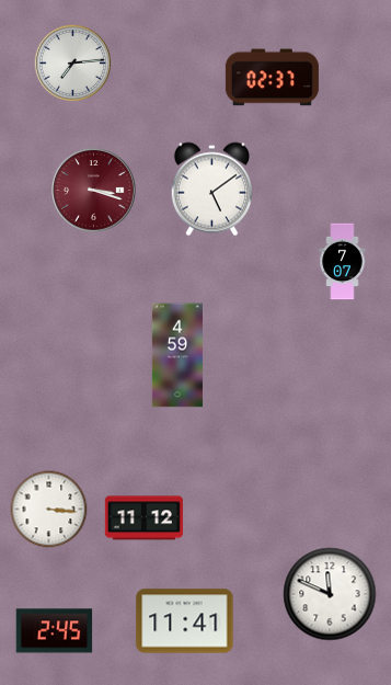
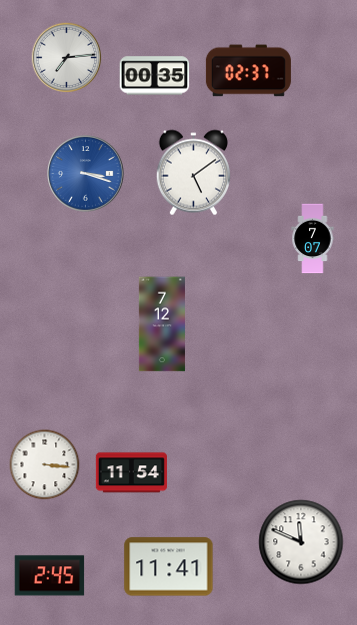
clock at (155, 76): none -> 00:35
clock at (94, 191) dial: burgundy -> blue
clock at (177, 355): 4:59 -> 7:12
clock at (143, 518): 11:12 -> 11:54
